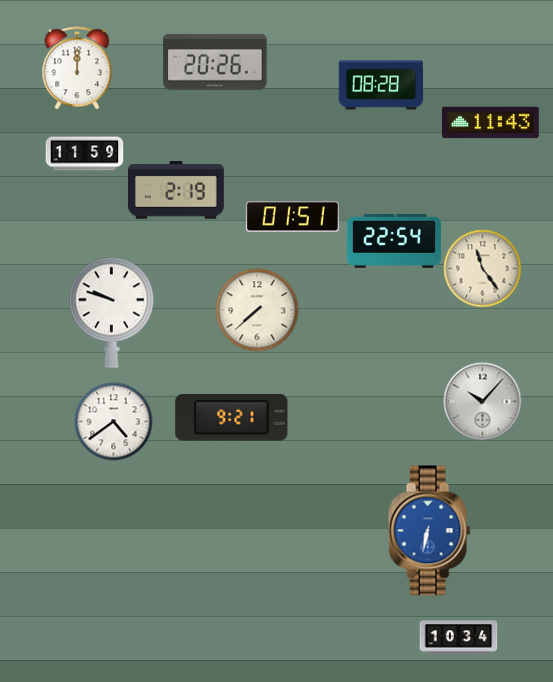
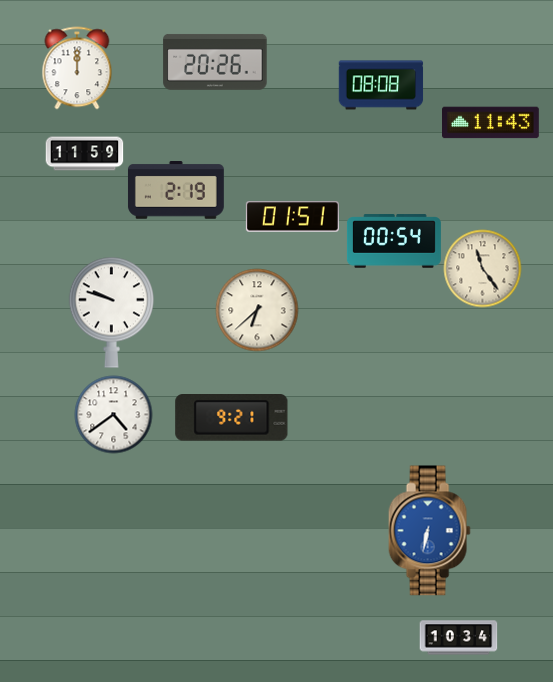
clock at (381, 85): 08:28 -> 08:08
clock at (394, 241): 22:54 -> 00:54
clock at (257, 310): 7:38 -> 6:38
clock at (482, 401): 10:07 -> none
clock at (113, 421) position: (113, 421) -> (113, 414)
